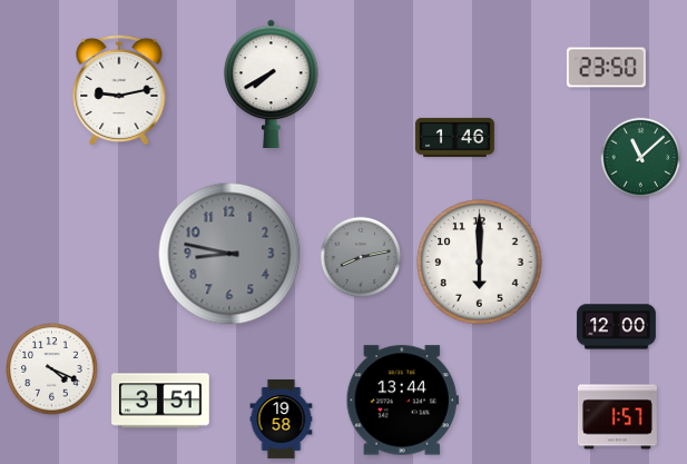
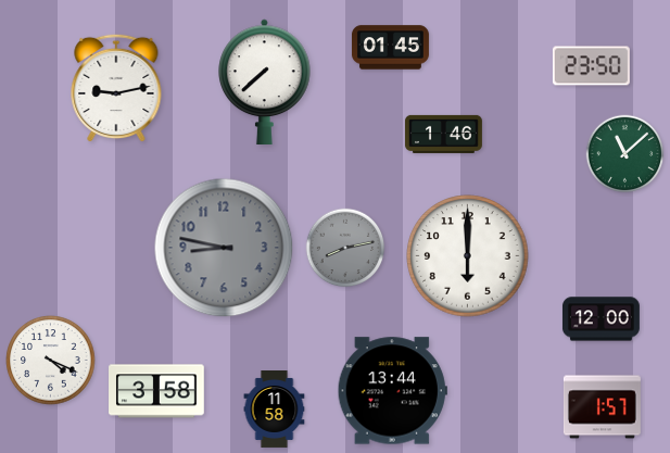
clock at (390, 48): none -> 01:45
clock at (272, 83): 7:40 -> 7:38
clock at (361, 257) position: (361, 257) -> (345, 248)
clock at (160, 401): 3:51 -> 3:58
clock at (282, 419): 19:58 -> 11:58
